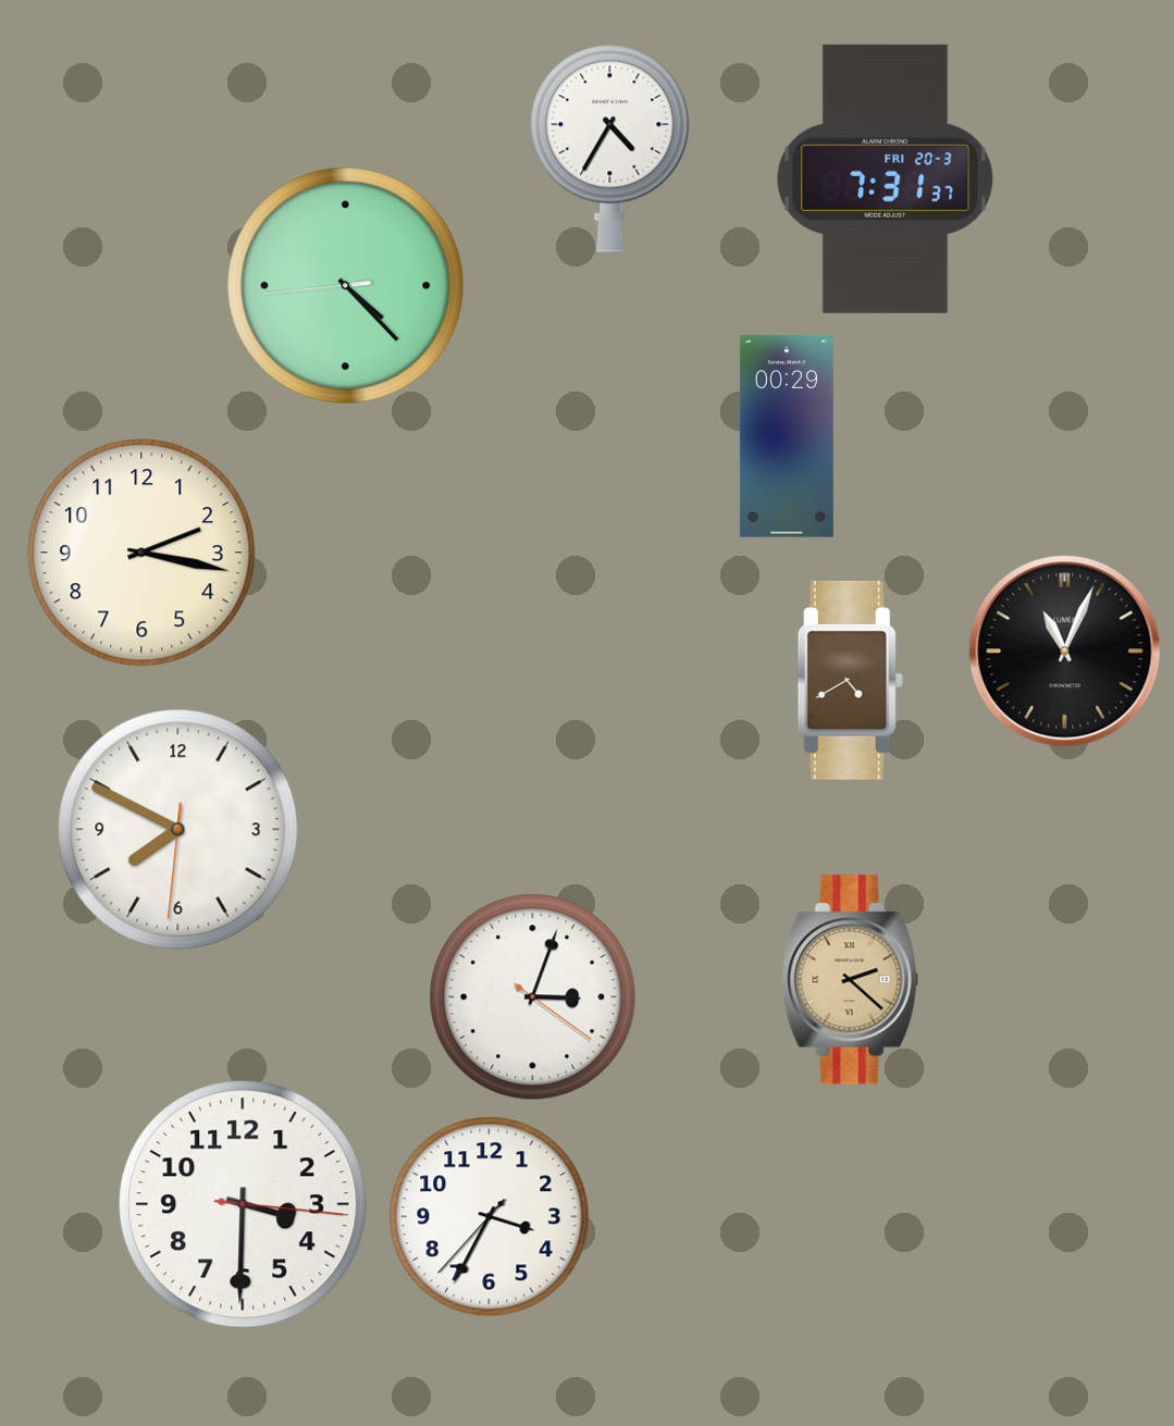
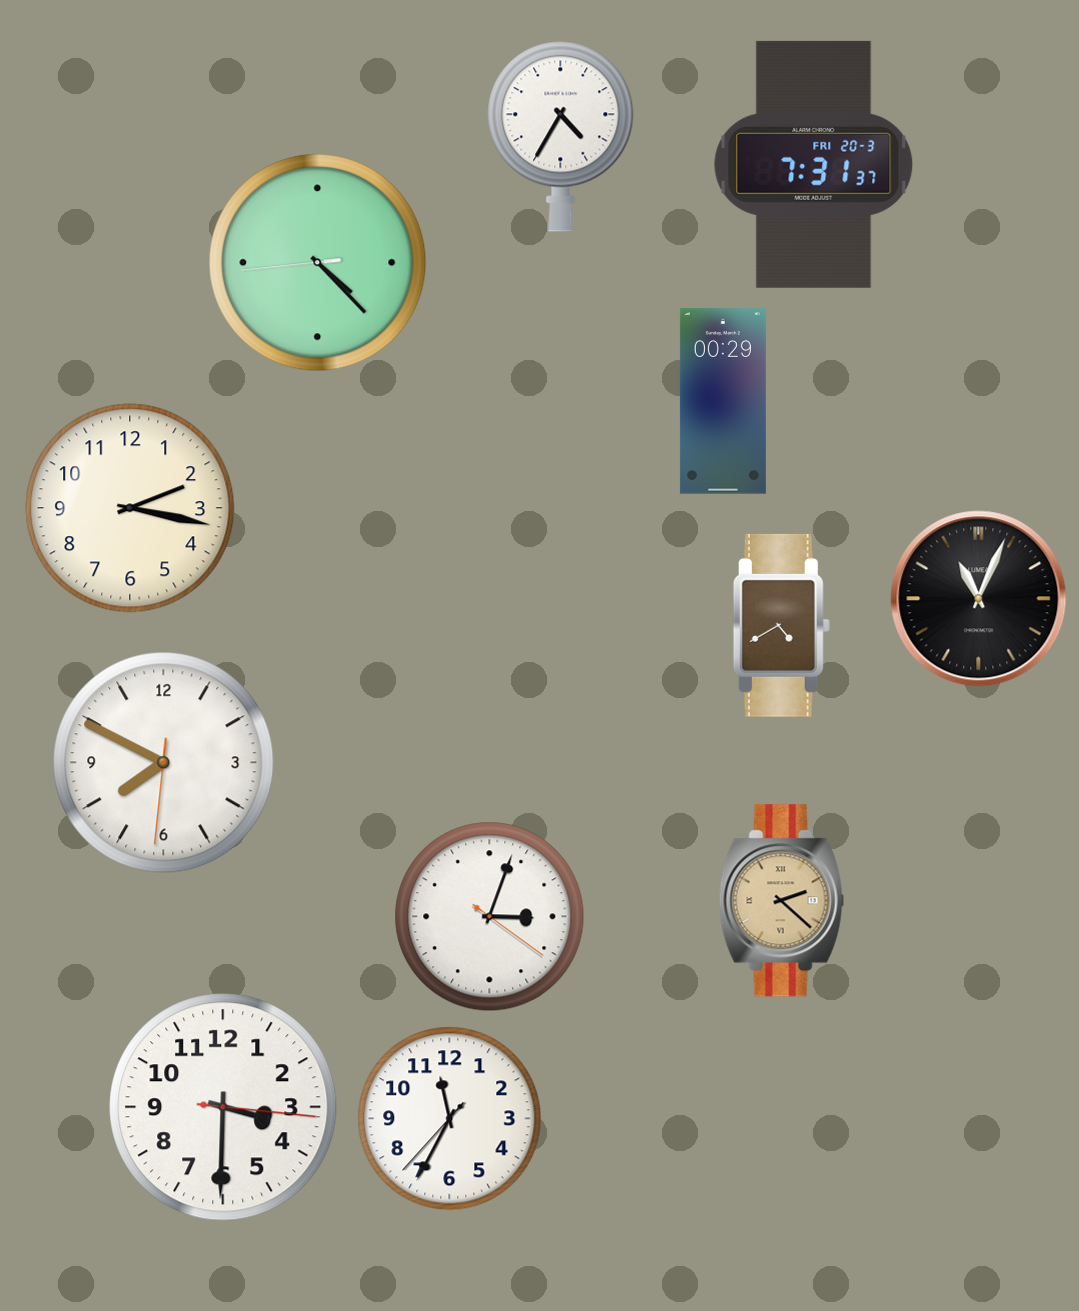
clock at (490, 1217): 3:34 -> 11:34
